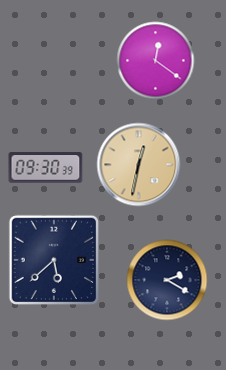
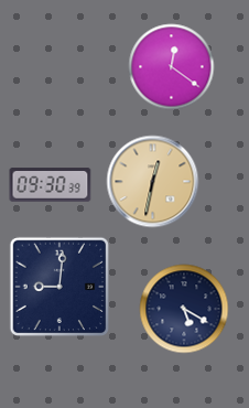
clock at (54, 260): 5:38 -> 9:01
clock at (167, 280): 2:20 -> 5:20
